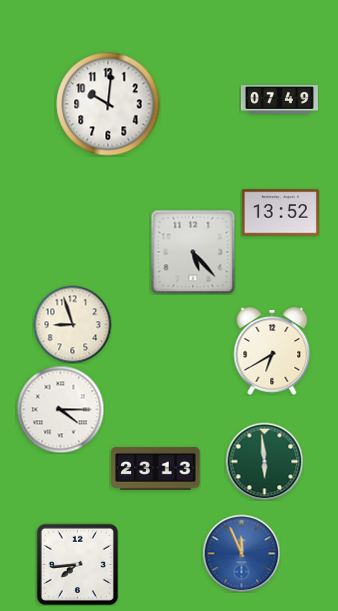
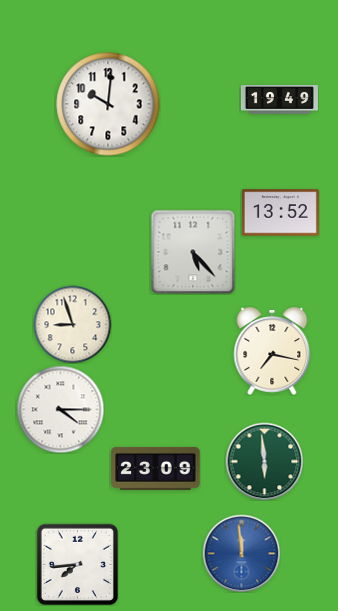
clock at (279, 100): 07:49 -> 19:49
clock at (272, 351): 6:40 -> 7:17
clock at (156, 468): 23:13 -> 23:09
clock at (241, 553): 11:56 -> 11:59
